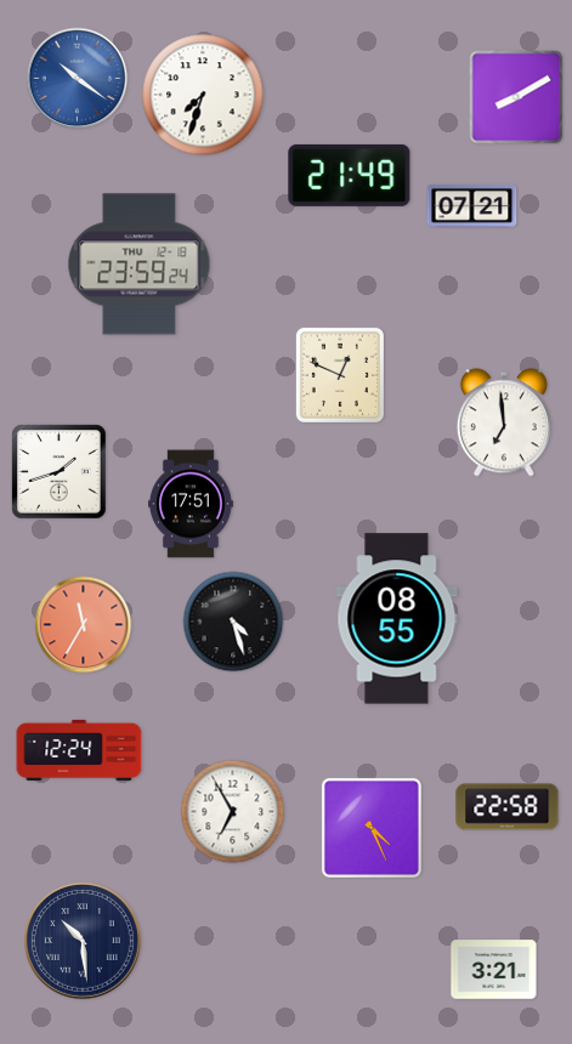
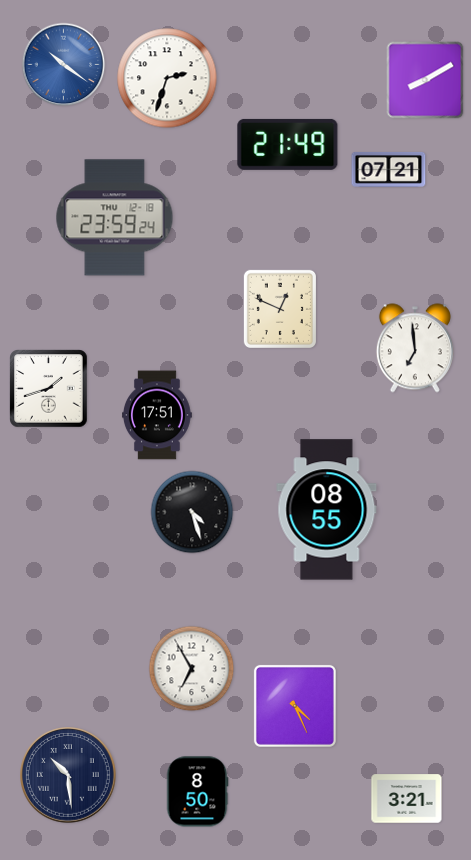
clock at (203, 95): 7:33 -> 2:33
clock at (84, 625): 11:35 -> none
clock at (79, 750): 12:24 -> none
clock at (508, 807): 22:58 -> none
clock at (372, 828) position: (372, 828) -> (295, 706)
clock at (197, 792): none -> 8:50
